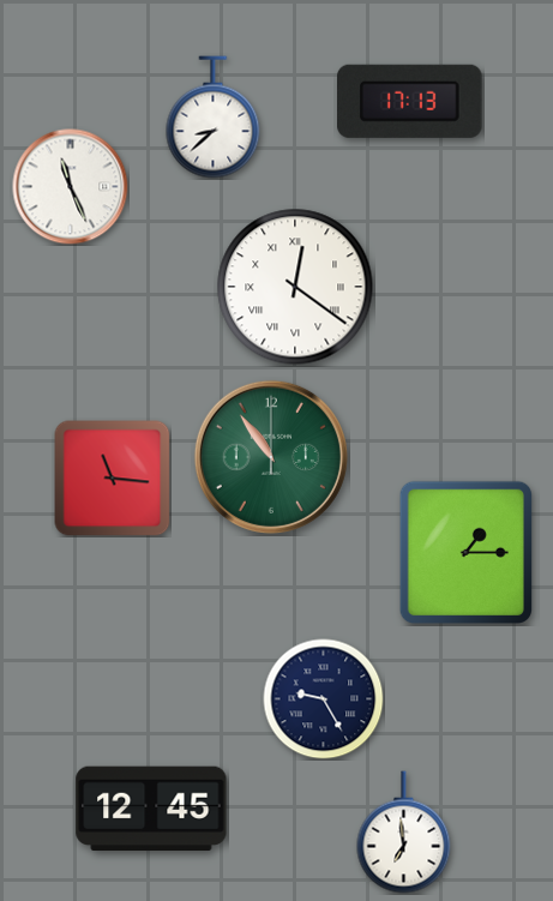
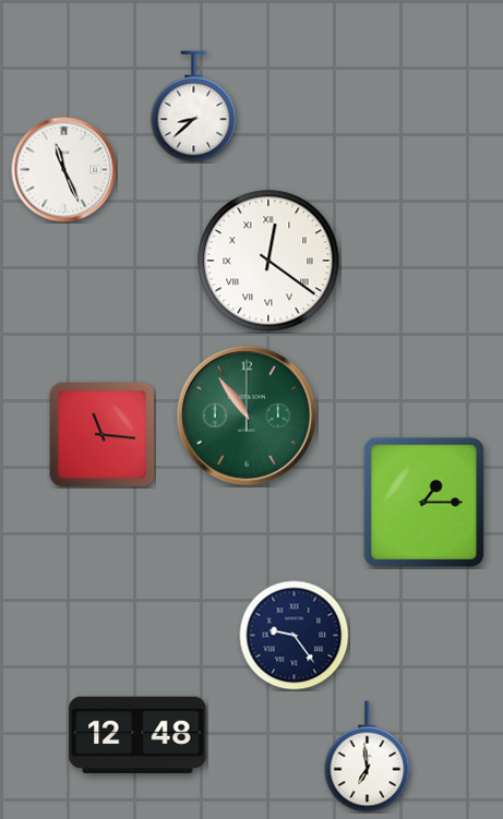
clock at (410, 101): 17:13 -> none
clock at (324, 699): 9:25 -> 9:24
clock at (151, 809): 12:45 -> 12:48
